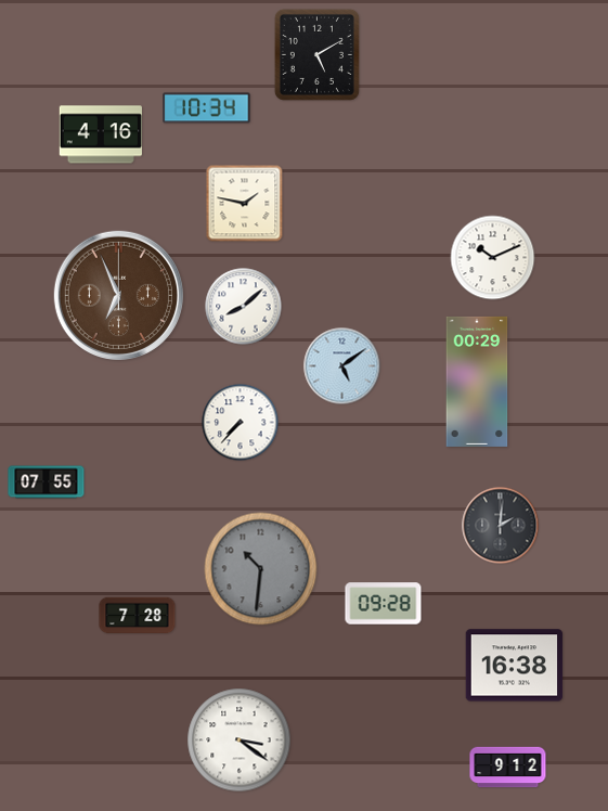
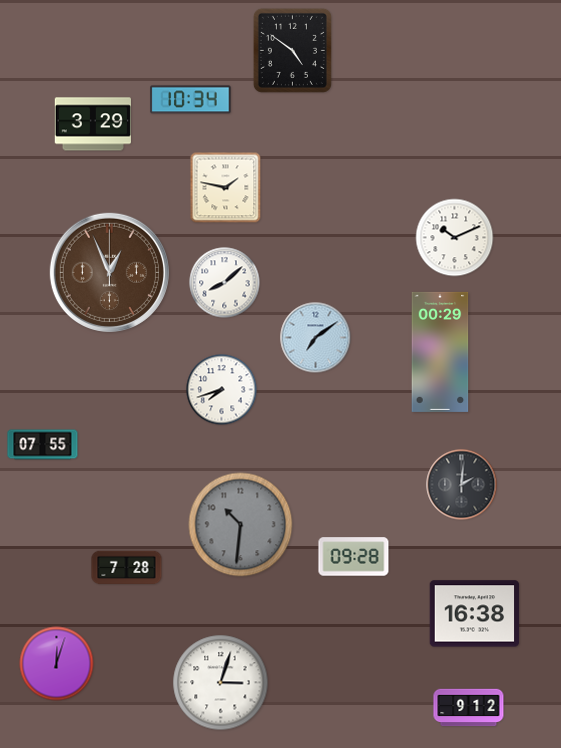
clock at (316, 54): 5:10 -> 4:51
clock at (101, 134): 4:16 -> 3:29
clock at (118, 295): 6:56 -> 12:56
clock at (342, 366): 5:09 -> 7:09
clock at (241, 423): 7:37 -> 7:42
clock at (57, 664): none -> 12:03
clock at (240, 741): 3:21 -> 3:03
